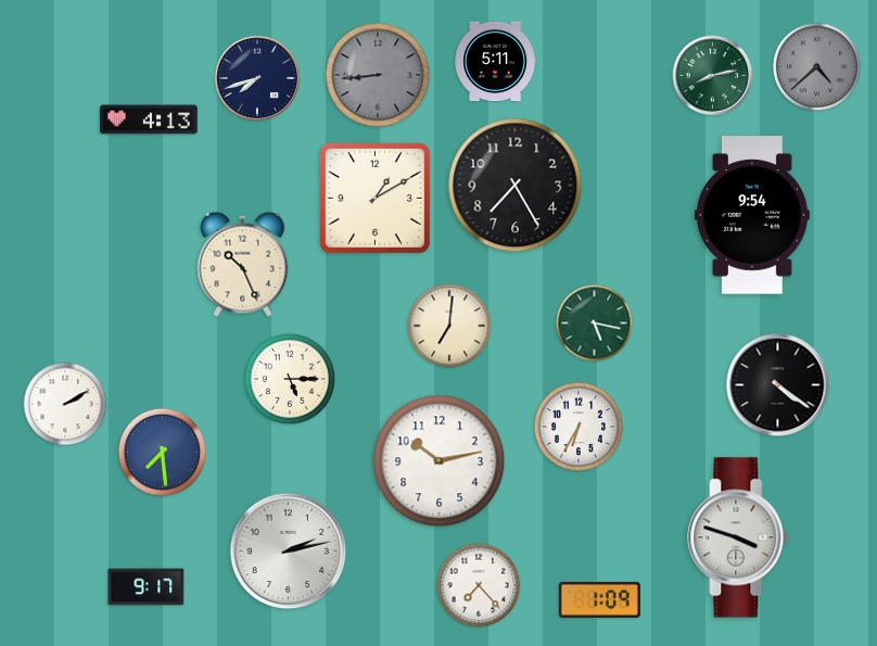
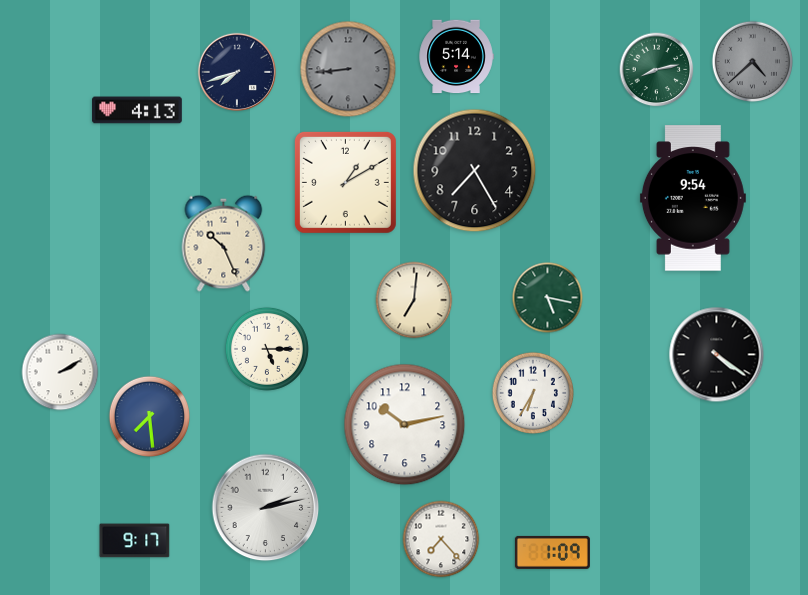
clock at (495, 62): 5:11 -> 5:14
clock at (738, 537): 3:48 -> none
